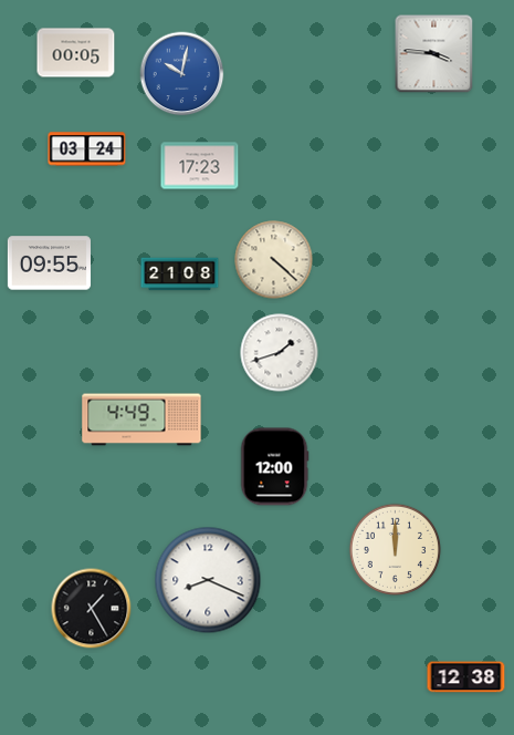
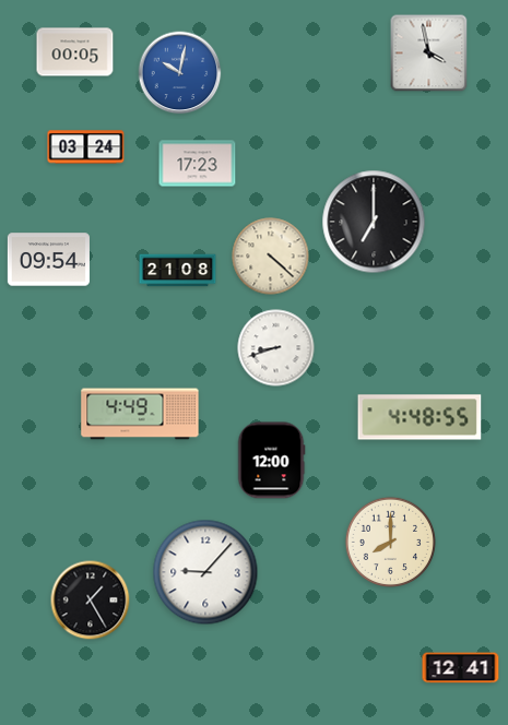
clock at (434, 54): 3:46 -> 3:58
clock at (374, 222): none -> 7:00
clock at (49, 263): 09:55 -> 09:54
clock at (280, 353): 1:42 -> 8:42
clock at (420, 417): none -> 4:48
clock at (395, 549): 12:00 -> 8:00
clock at (208, 580): 8:19 -> 9:07
clock at (466, 677): 12:38 -> 12:41
